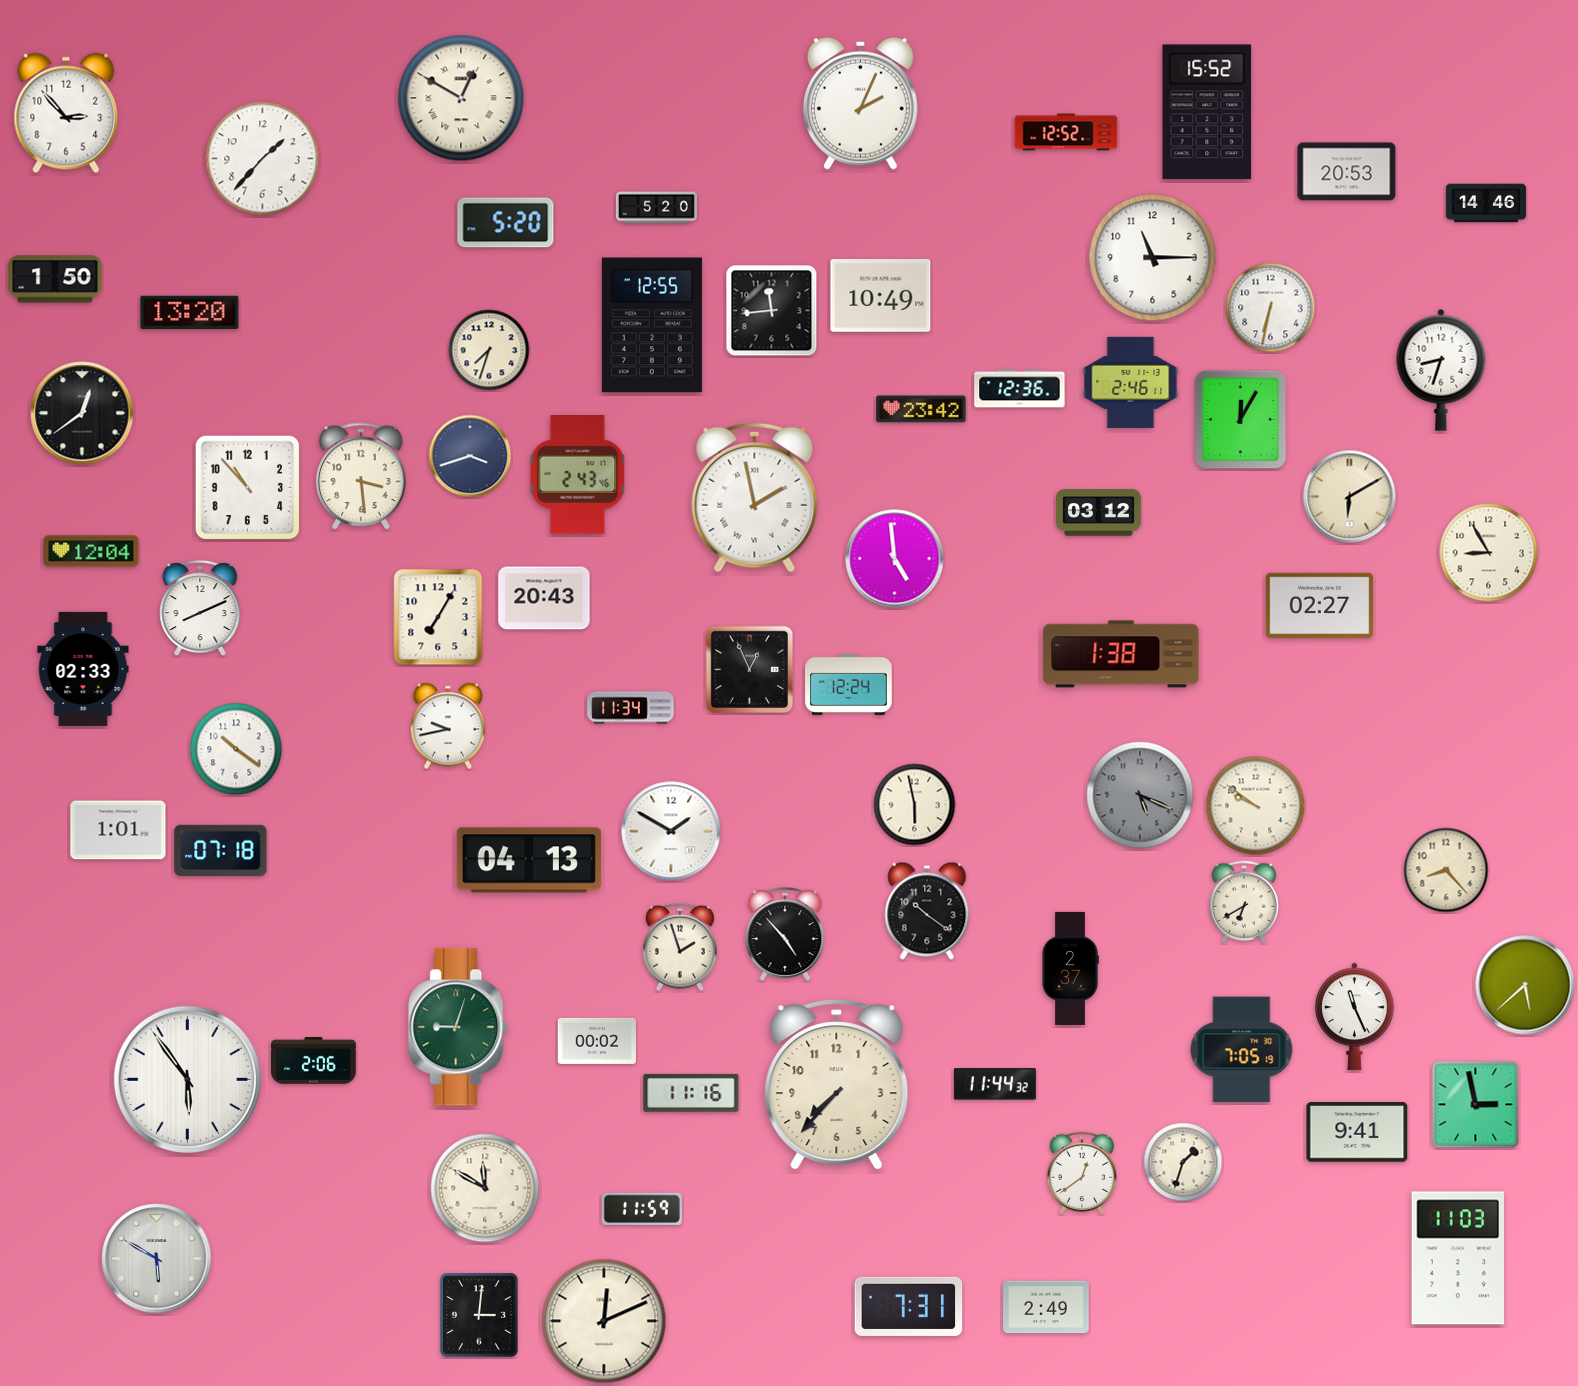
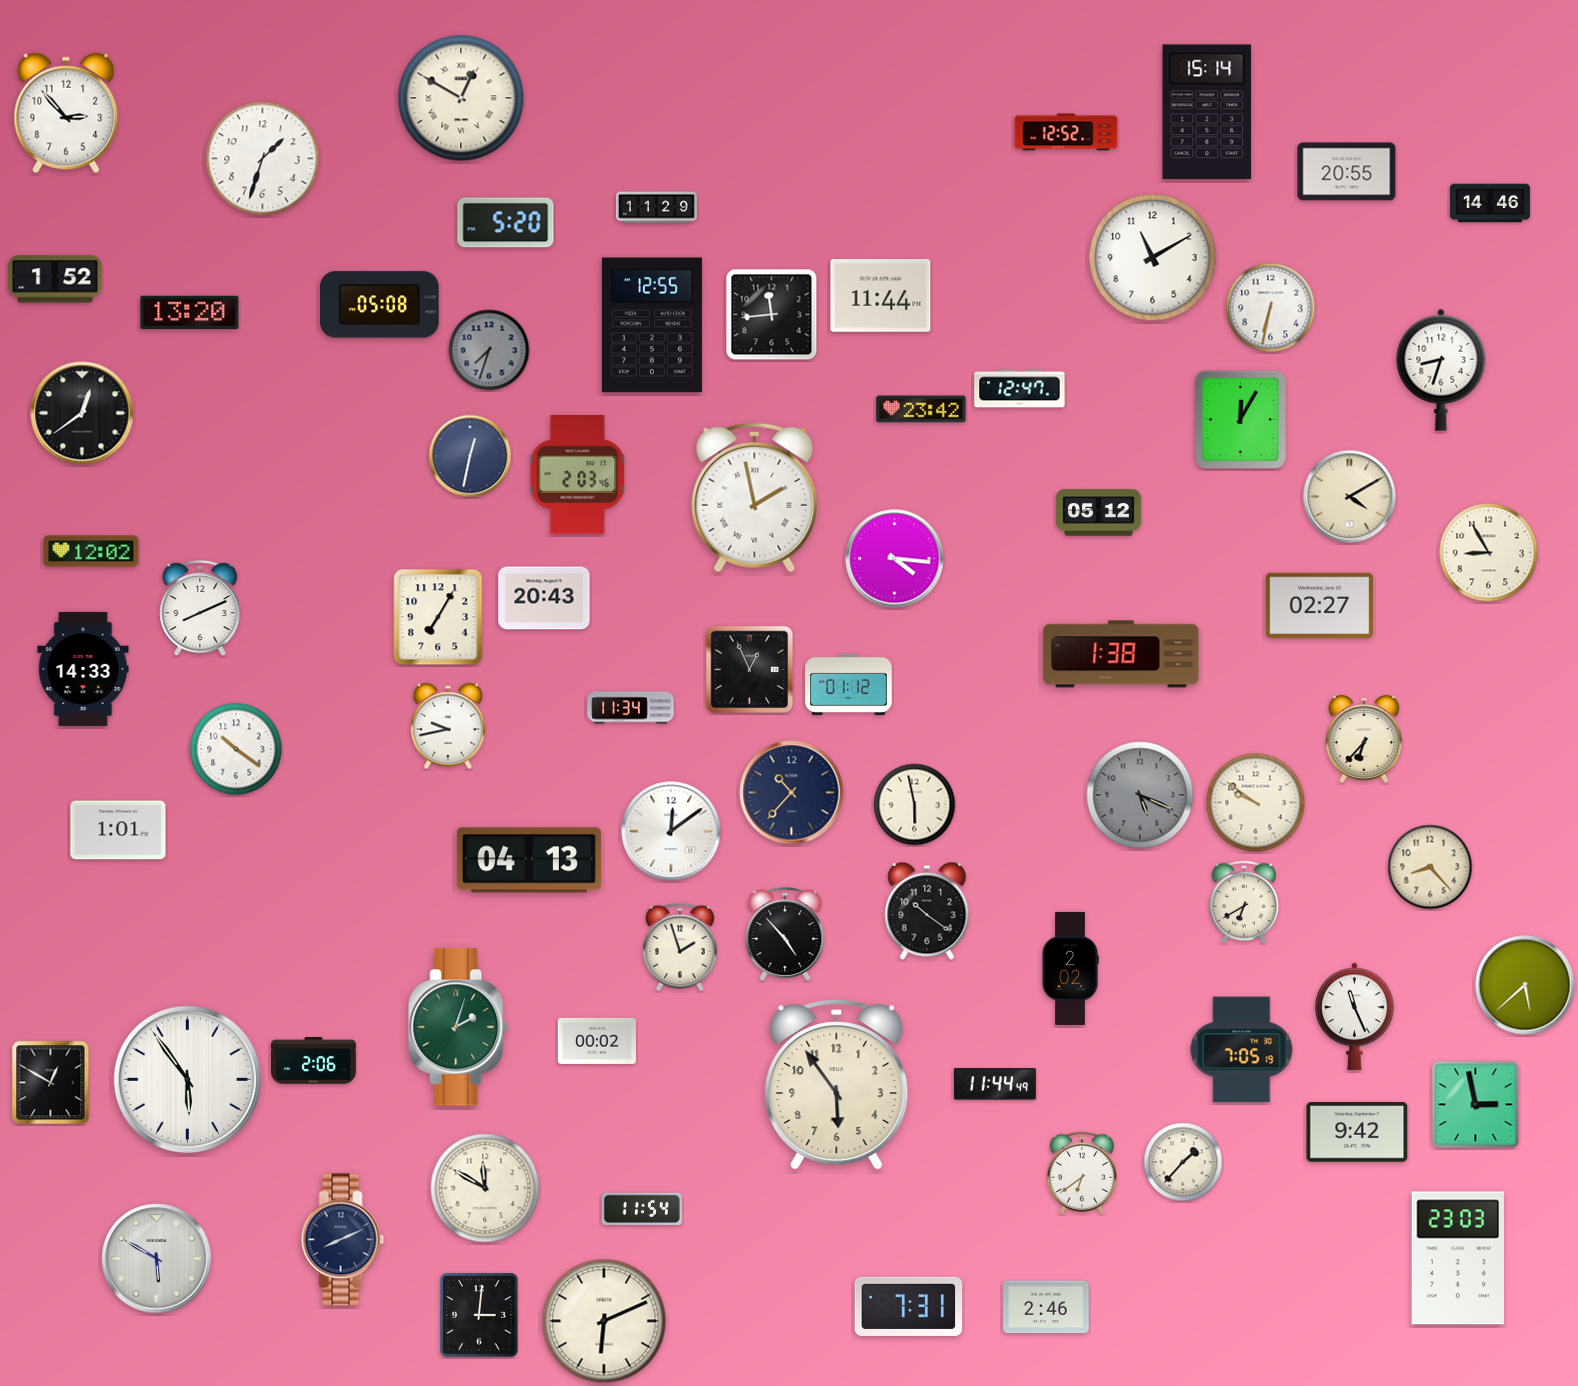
clock at (860, 103): 2:04 -> none
clock at (1207, 112): 15:52 -> 15:14
clock at (263, 159): 1:37 -> 1:33
clock at (1347, 172): 20:53 -> 20:55
clock at (1486, 203) position: (1486, 203) -> (1490, 203)
clock at (656, 208): 5:20 -> 11:29
clock at (1153, 258): 11:15 -> 11:10
clock at (55, 279): 1:50 -> 1:52
clock at (881, 296): 10:49 -> 11:44
clock at (380, 305): none -> 05:08
clock at (772, 311) position: (772, 311) -> (772, 315)
clock at (489, 350) dial: cream -> grey
clock at (1131, 382): 2:46 -> none
clock at (1020, 389): 12:36 -> 12:47
clock at (470, 456): 3:42 -> 12:32
clock at (578, 475): 2:43 -> 2:03
clock at (362, 477): 3:29 -> none
clock at (248, 488): 10:53 -> none
clock at (1350, 497): 6:10 -> 4:10
clock at (1099, 513): 03:12 -> 05:12
clock at (91, 551): 12:04 -> 12:02
clock at (895, 559): 4:59 -> 4:16
clock at (83, 669): 02:33 -> 14:33
clock at (849, 684): 12:24 -> 01:12
clock at (1364, 740): none -> 6:37
clock at (792, 793): none -> 10:37
clock at (1256, 806) position: (1256, 806) -> (1256, 803)
clock at (671, 831): 1:50 -> 12:09
clock at (221, 850): 07:18 -> none
clock at (1446, 870) position: (1446, 870) -> (1430, 867)
clock at (1070, 968): 2:37 -> 2:02
clock at (459, 1027): 9:03 -> 2:03
clock at (51, 1083): none -> 12:50
clock at (995, 1084): 11:44:32 -> 11:44:49
clock at (837, 1085): 7:37 -> 5:54
clock at (691, 1093): 11:16 -> none
clock at (1357, 1132): 9:41 -> 9:42
clock at (1183, 1162): 1:33 -> 1:37
clock at (1082, 1173): 12:39 -> 6:39
clock at (642, 1209): 11:59 -> 11:54
clock at (343, 1240): none -> 8:11
clock at (1457, 1258): 11:03 -> 23:03
clock at (1046, 1307): 2:49 -> 2:46
clock at (604, 1321): 12:11 -> 6:11
